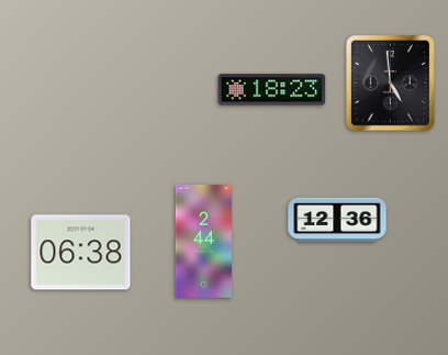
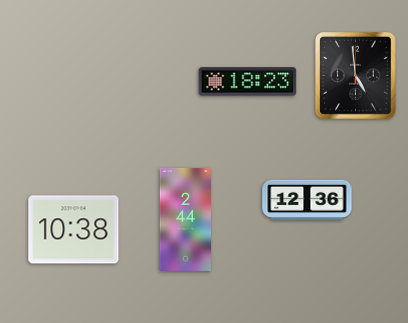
clock at (81, 253): 06:38 -> 10:38
